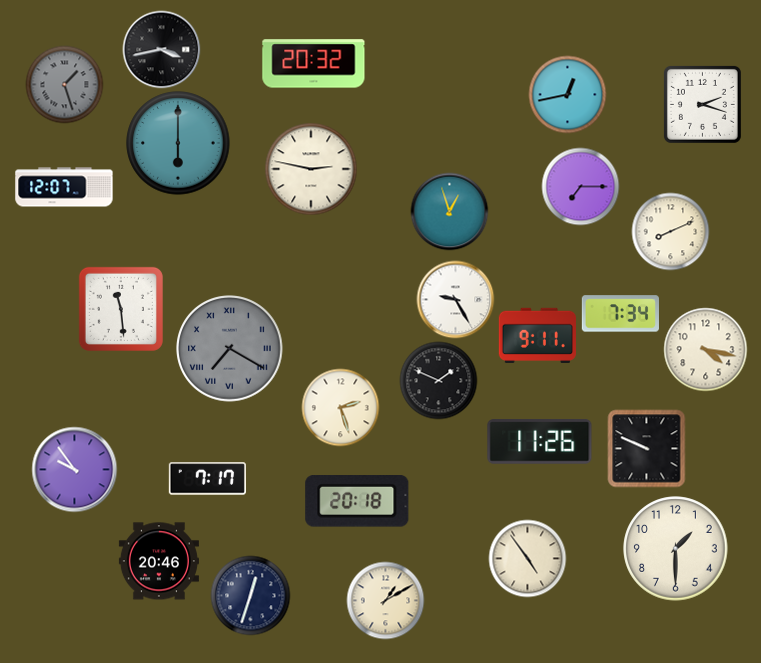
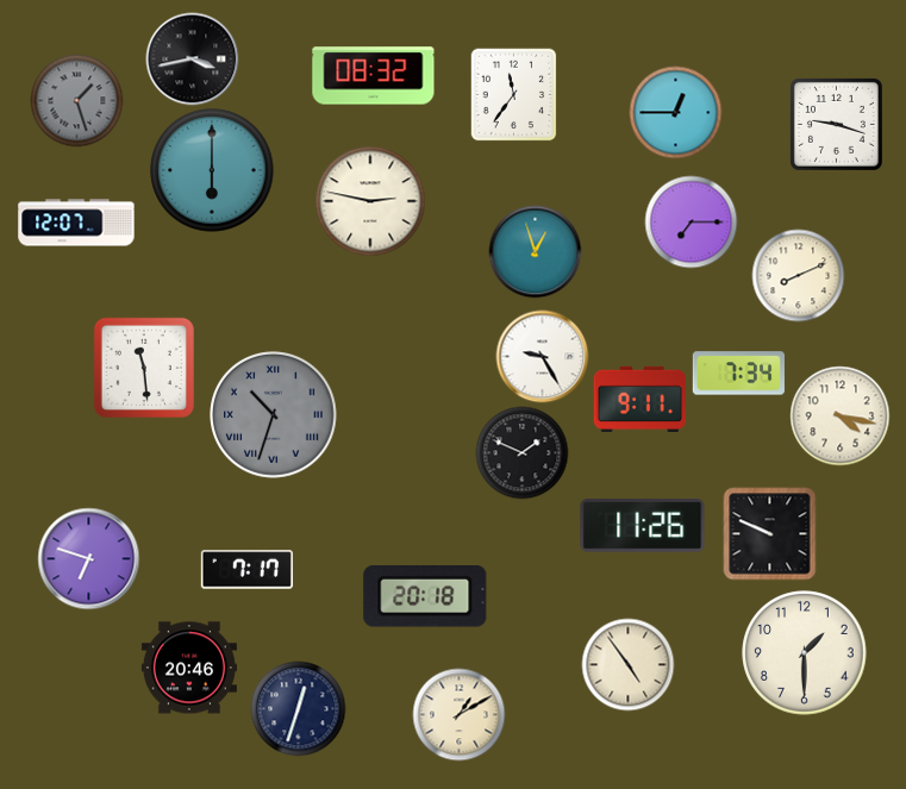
clock at (314, 64): 20:32 -> 08:32
clock at (514, 94): none -> 11:36
clock at (567, 94): 12:43 -> 12:45
clock at (702, 104): 2:18 -> 9:18
clock at (230, 349): 7:20 -> 10:33
clock at (340, 407): 2:27 -> none
clock at (74, 469): 9:54 -> 6:48
